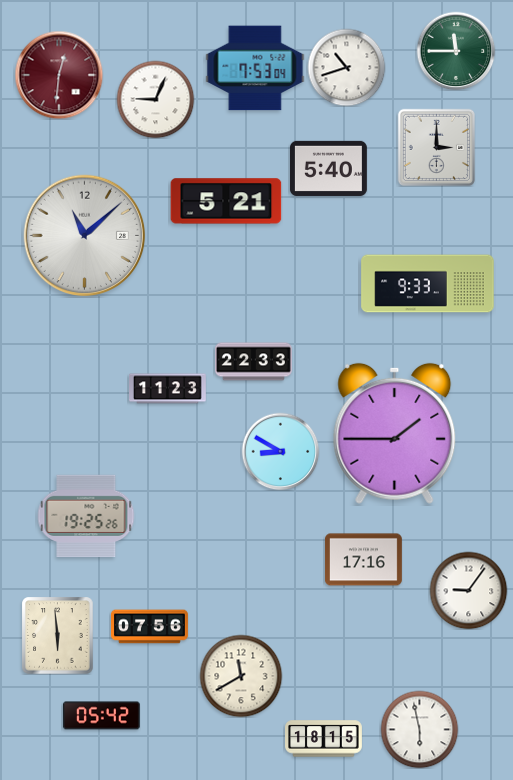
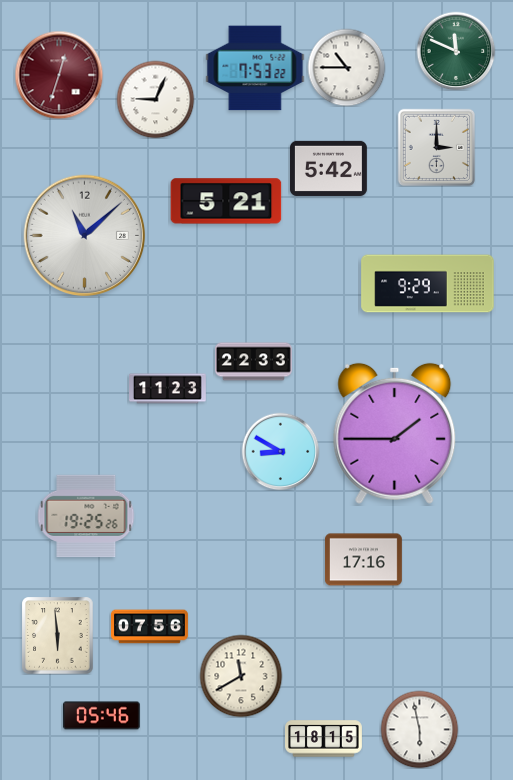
clock at (456, 51): 11:45 -> 11:49
clock at (346, 67): 10:42 -> 10:45
clock at (255, 68): 7:53:04 -> 7:53:22
clock at (59, 75): 12:31 -> 12:33
clock at (328, 168): 5:40 -> 5:42
clock at (428, 284): 9:33 -> 9:29
clock at (468, 590): 9:06 -> none
clock at (101, 716): 05:42 -> 05:46
